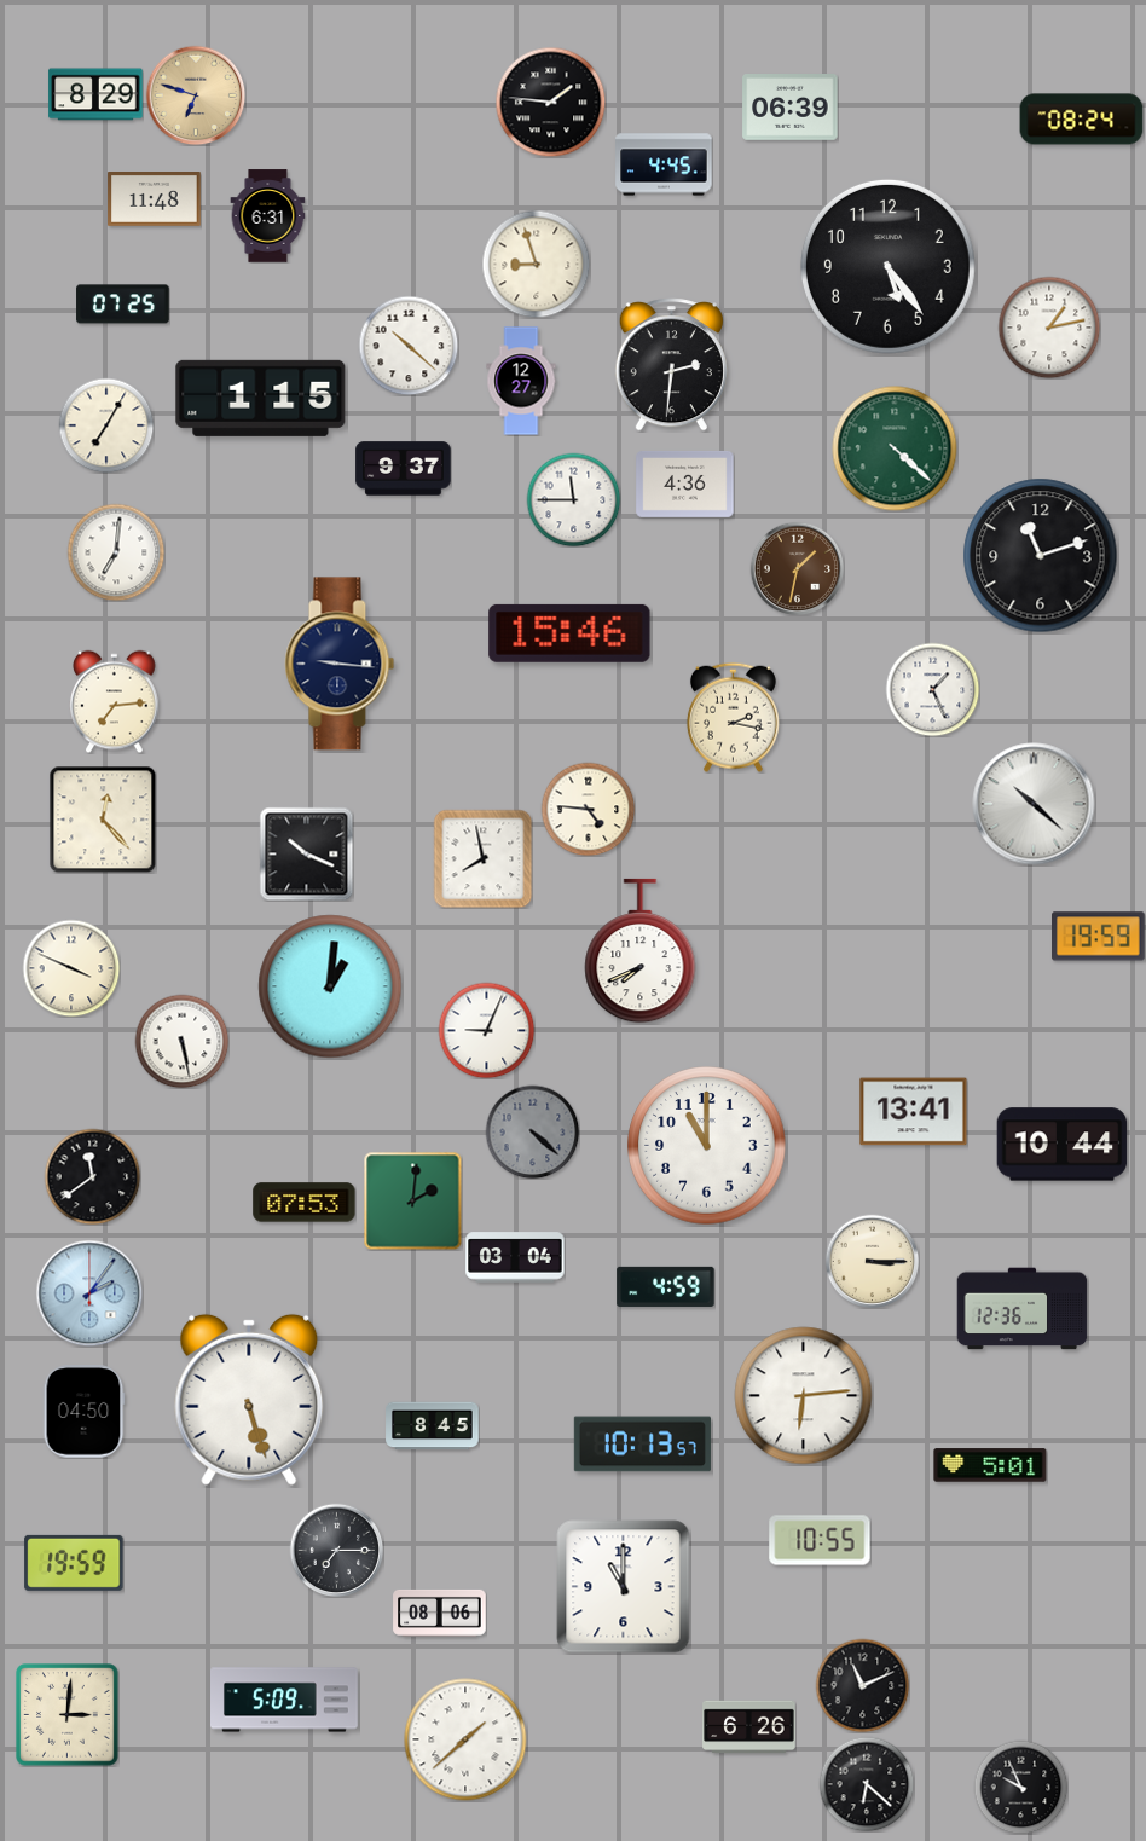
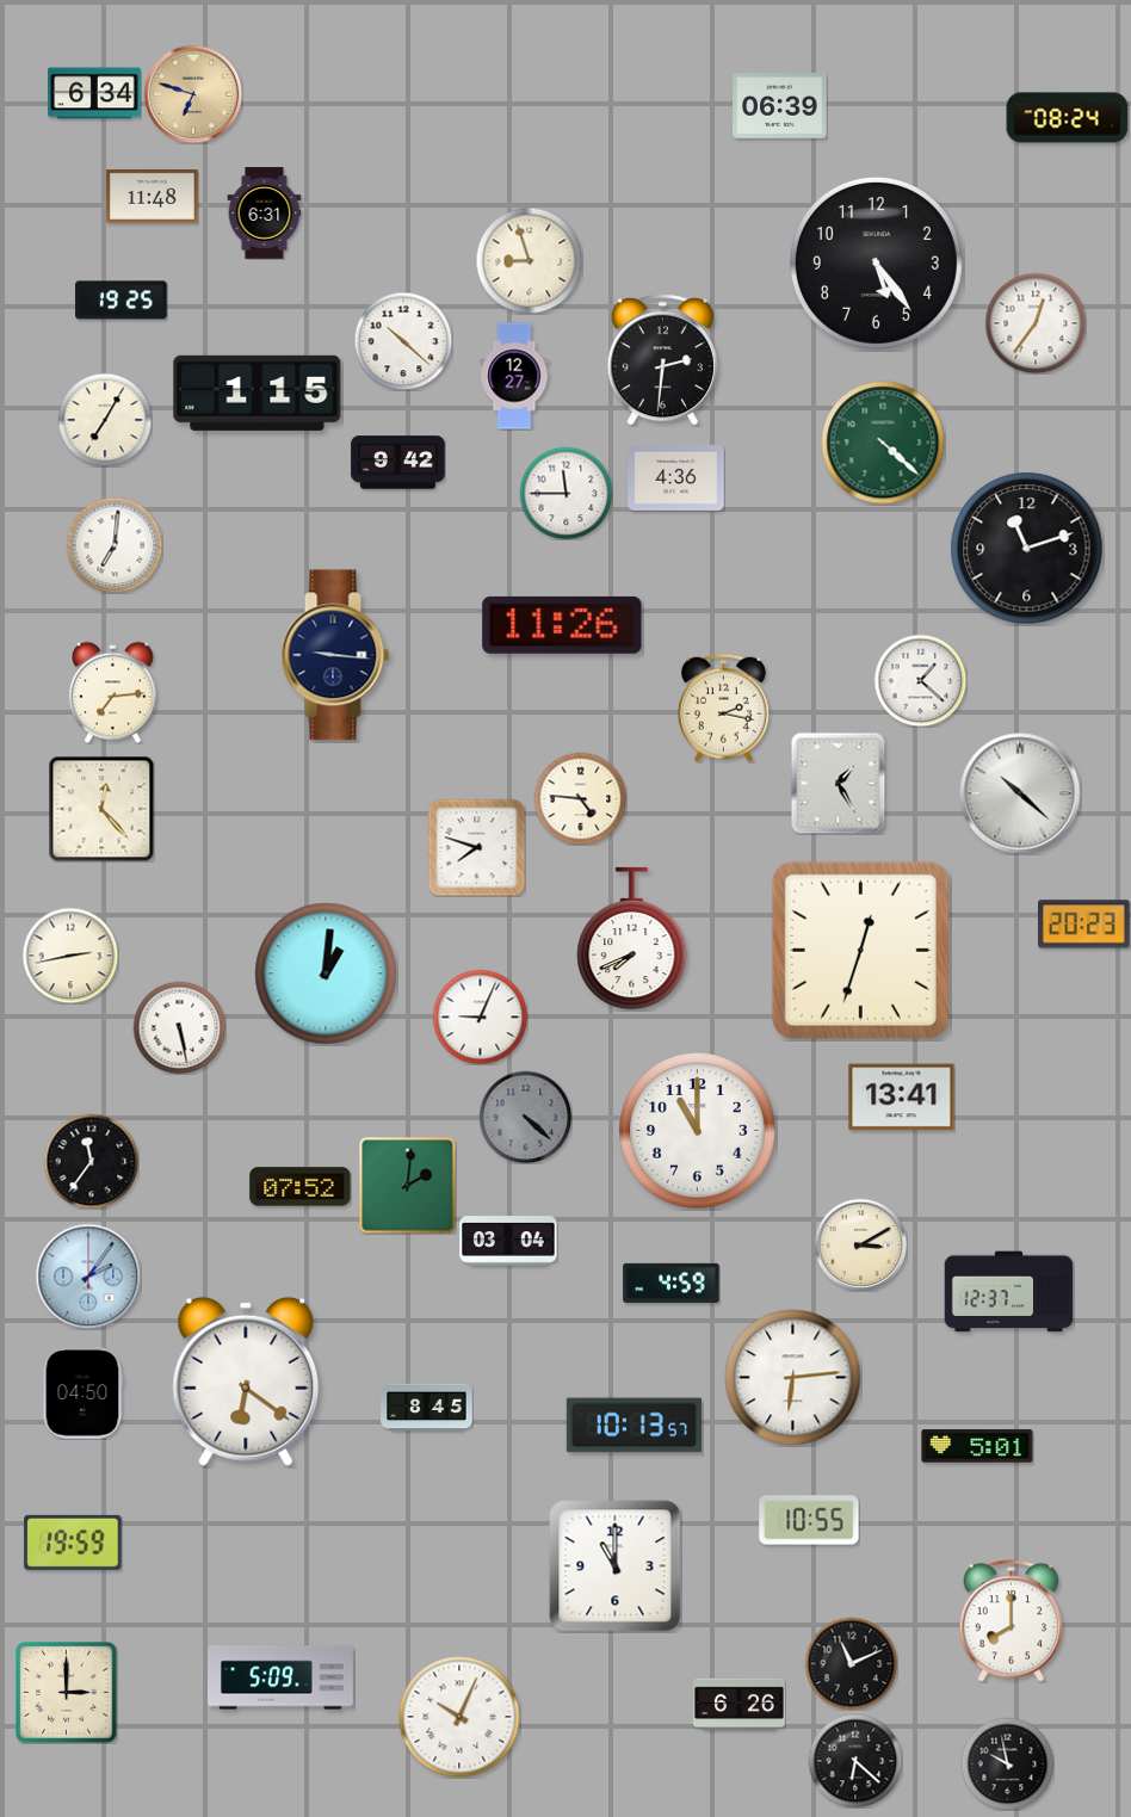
clock at (95, 94): 8:29 -> 6:34
clock at (550, 102): 1:46 -> none
clock at (664, 164): 4:45 -> none
clock at (123, 305): 07:25 -> 19:25
clock at (1049, 328): 1:13 -> 12:36
clock at (404, 469): 9:37 -> 9:42
clock at (797, 568): 1:32 -> none
clock at (569, 633): 15:46 -> 11:26
clock at (932, 689): 1:26 -> 1:22
clock at (839, 783): none -> 1:25
clock at (306, 853): 10:19 -> none
clock at (482, 858): 7:58 -> 7:48
clock at (1099, 937): 19:59 -> 20:23
clock at (860, 950): none -> 12:33
clock at (71, 968): 3:49 -> 2:43
clock at (1063, 1145): 10:44 -> none
clock at (92, 1176): 11:39 -> 11:36
clock at (305, 1203): 07:53 -> 07:52
clock at (872, 1261): 3:15 -> 3:10
clock at (666, 1286) position: (666, 1286) -> (672, 1283)
clock at (1023, 1309): 12:36 -> 12:37
clock at (249, 1400): 5:27 -> 6:21
clock at (336, 1550): 7:15 -> none
clock at (440, 1613): 08:06 -> none
clock at (1012, 1621): none -> 8:00
clock at (68, 1715): 3:01 -> 3:00
clock at (465, 1739): 1:38 -> 10:04
clock at (1020, 1787): 9:56 -> 9:58
